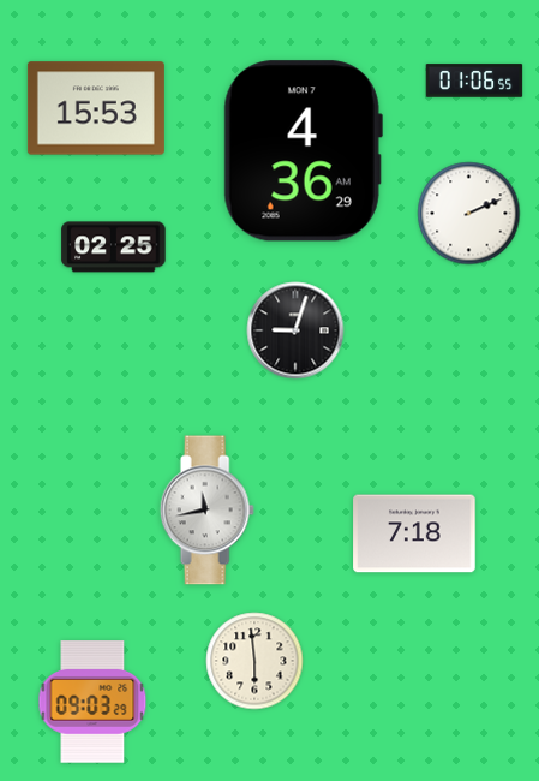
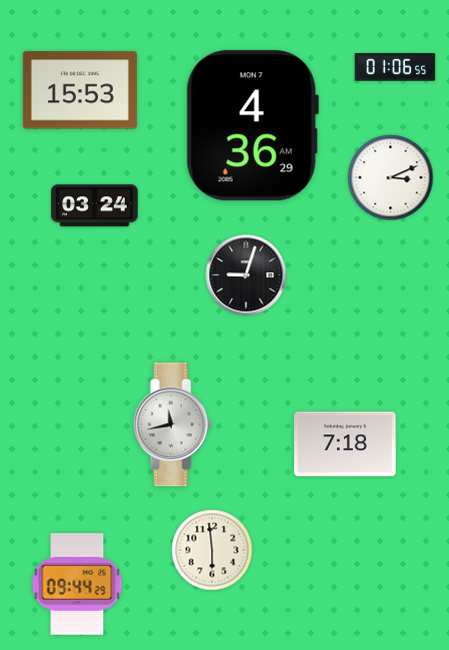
clock at (469, 214): 2:11 -> 3:11
clock at (114, 248): 02:25 -> 03:24
clock at (92, 702): 09:03 -> 09:44
